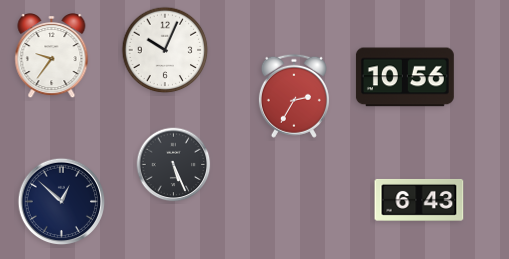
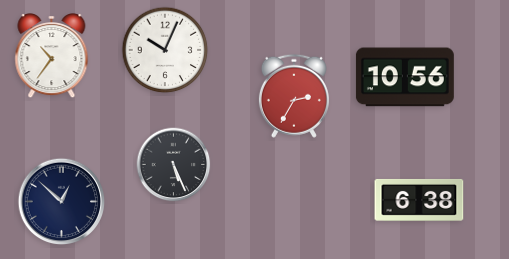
clock at (52, 57): 9:36 -> 10:36
clock at (419, 200): 6:43 -> 6:38
